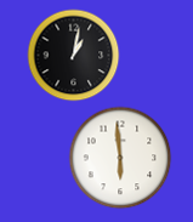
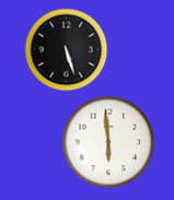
clock at (74, 56): 1:02 -> 5:27
